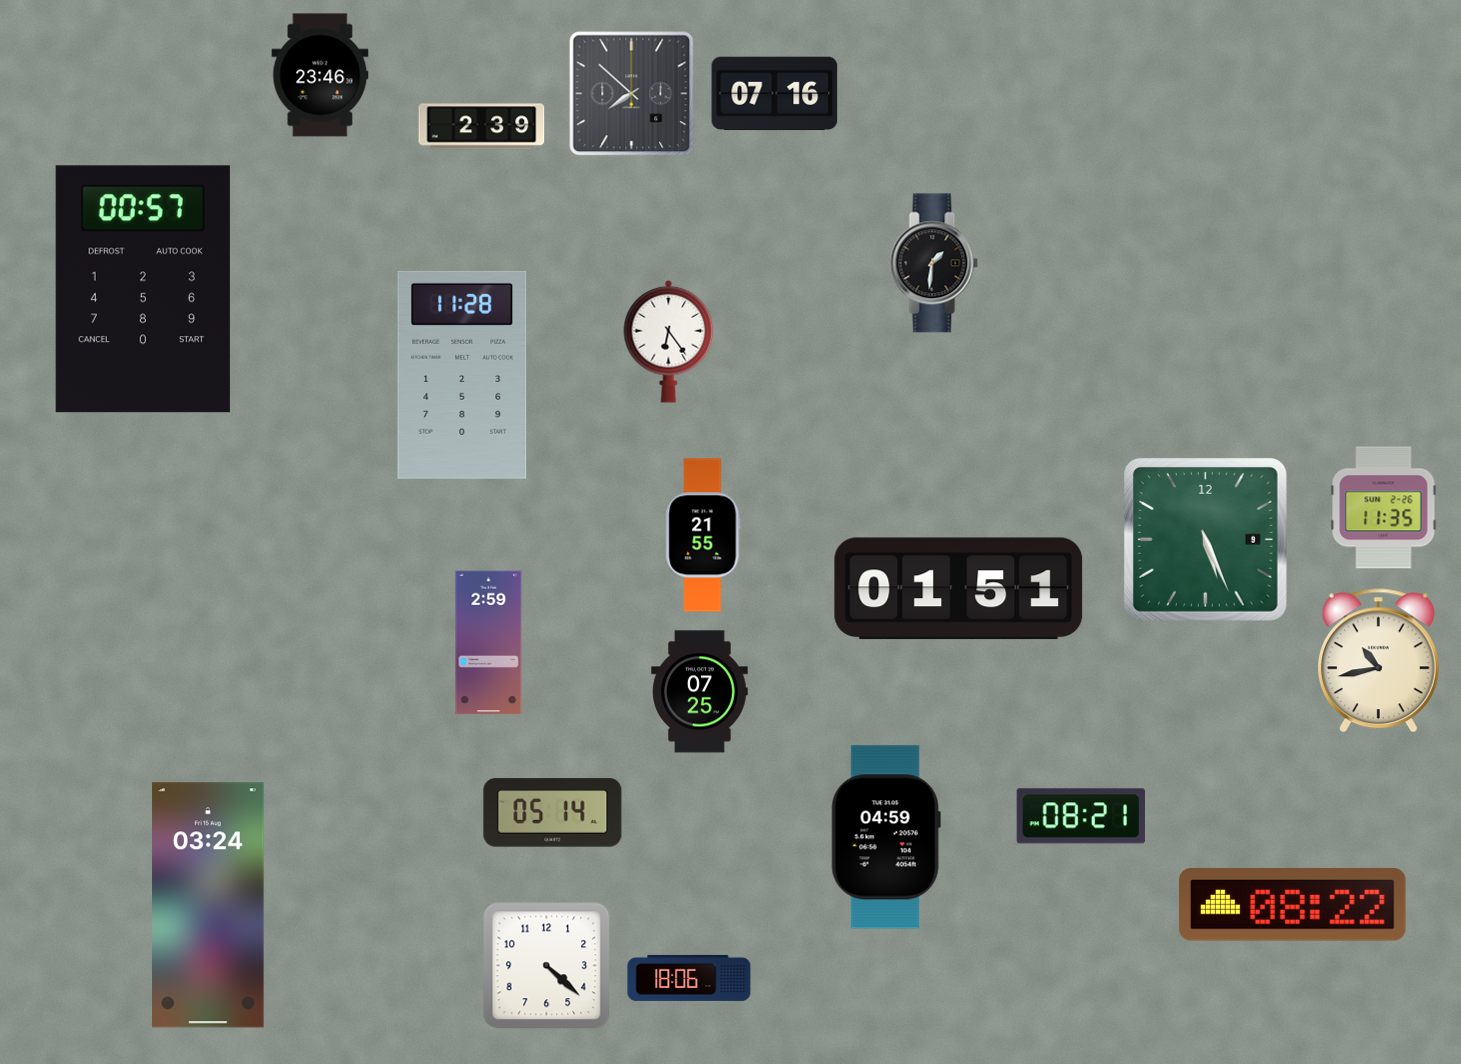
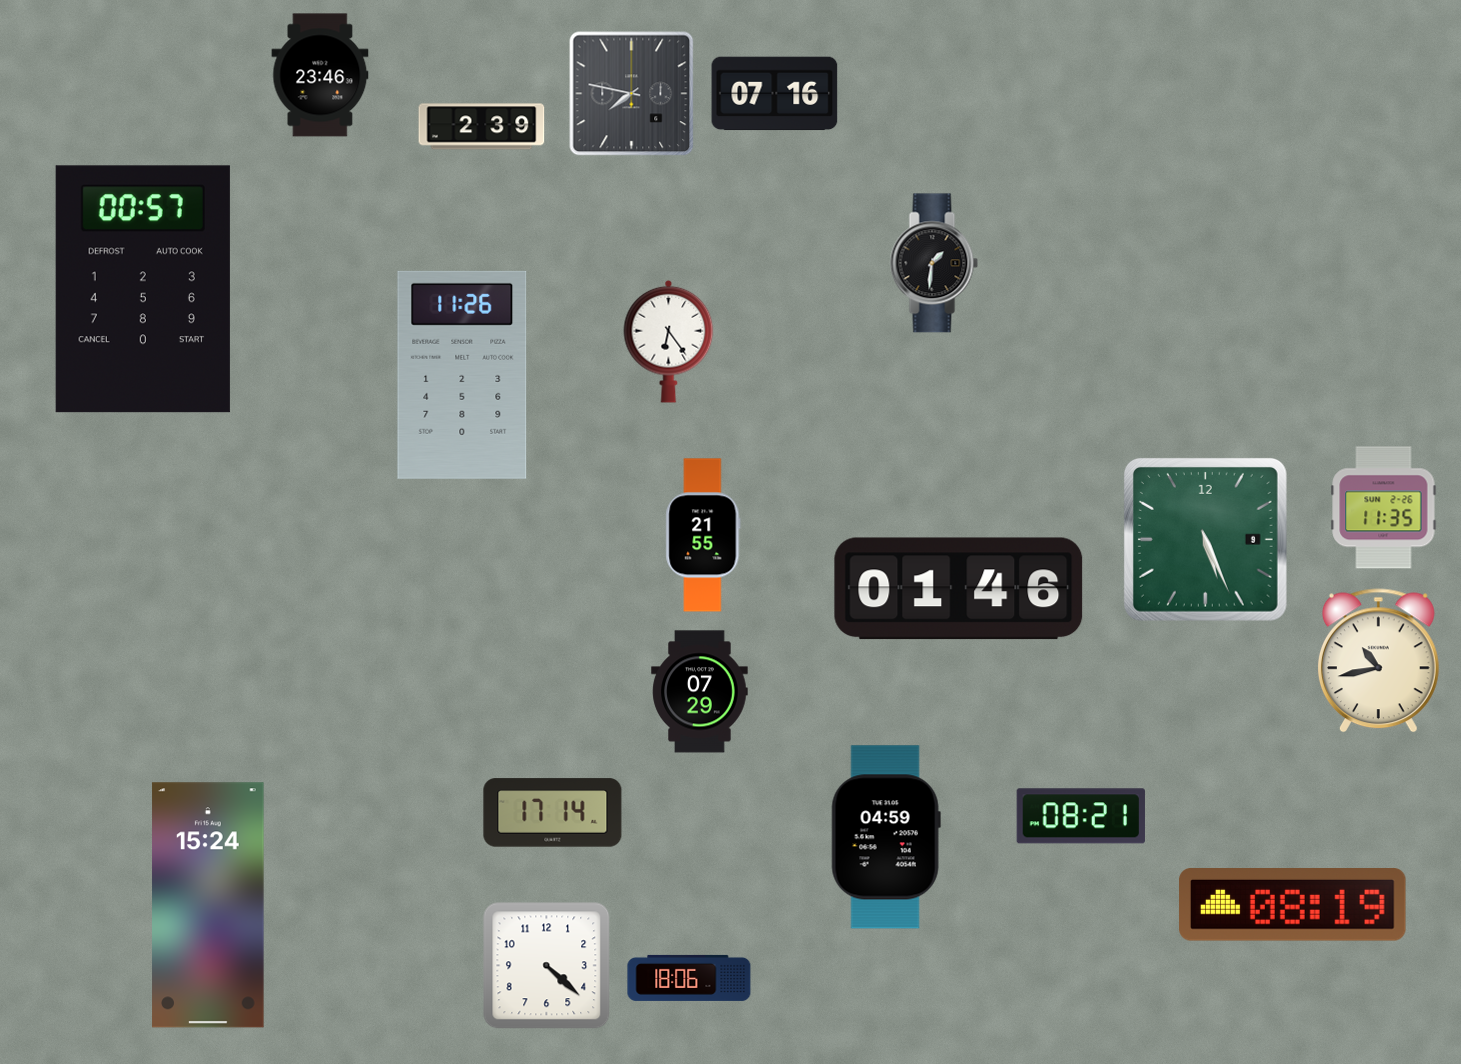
clock at (632, 94): 7:52 -> 7:47
clock at (462, 375): 11:28 -> 11:26
clock at (959, 589): 01:51 -> 01:46
clock at (489, 643): 2:59 -> none
clock at (700, 692): 07:25 -> 07:29
clock at (553, 813): 05:14 -> 17:14
clock at (208, 905): 03:24 -> 15:24
clock at (1293, 905): 08:22 -> 08:19
